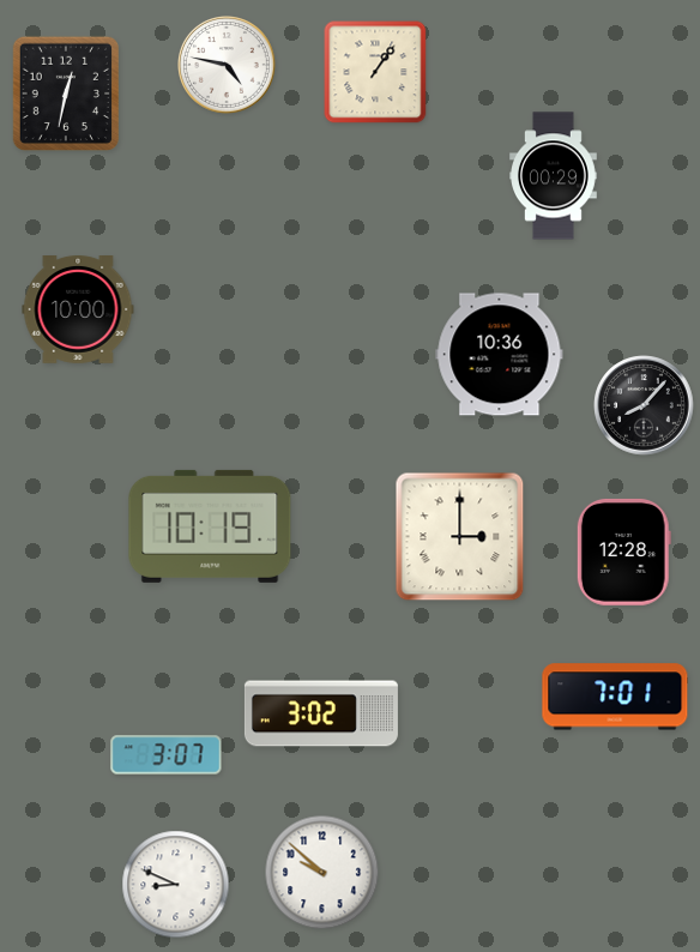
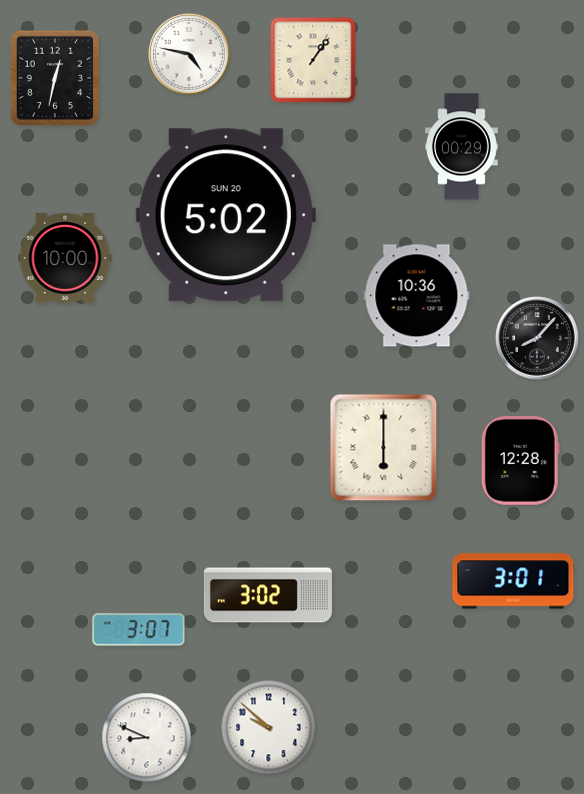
clock at (226, 215): none -> 5:02
clock at (210, 526): 10:19 -> none
clock at (460, 537): 3:00 -> 6:00
clock at (615, 697): 7:01 -> 3:01
